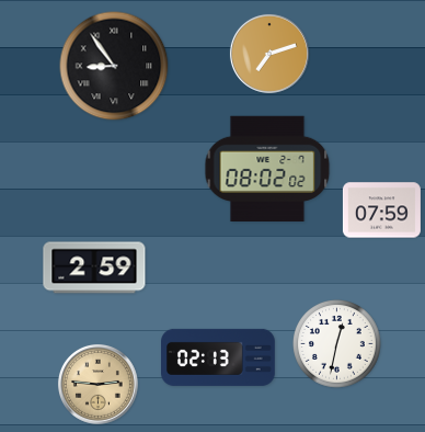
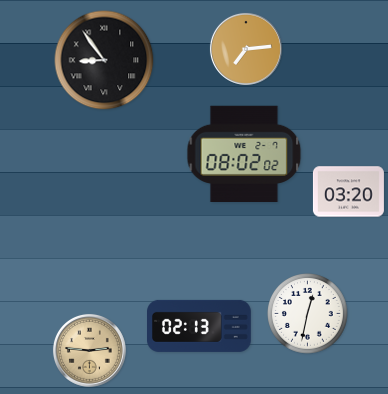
clock at (269, 54): 7:12 -> 7:14
clock at (381, 211): 07:59 -> 03:20
clock at (94, 268): 2:59 -> none
